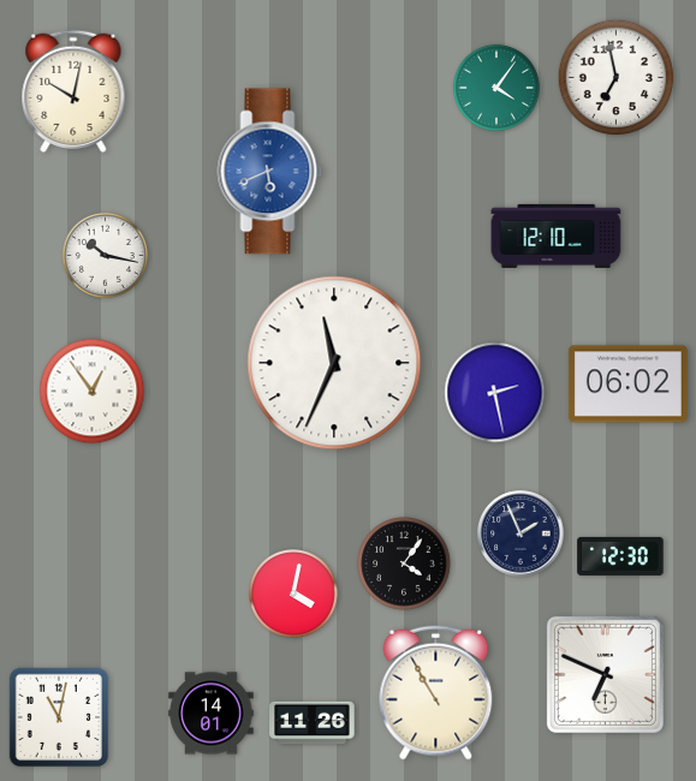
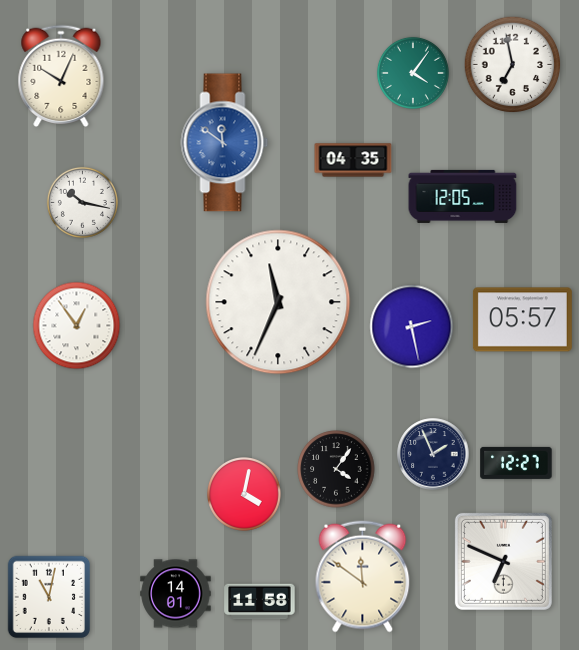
clock at (73, 91): 10:02 -> 10:04
clock at (270, 172): 5:41 -> 11:51
clock at (353, 160): none -> 04:35
clock at (557, 236): 12:10 -> 12:05
clock at (105, 255) position: (105, 255) -> (82, 202)
clock at (627, 384): 06:02 -> 05:57
clock at (520, 533) position: (520, 533) -> (433, 454)
clock at (620, 556): 12:30 -> 12:27
clock at (436, 693): 10:55 -> 11:51
clock at (313, 723): 11:26 -> 11:58
